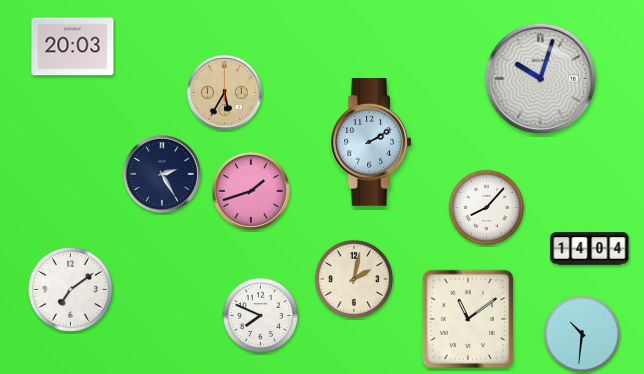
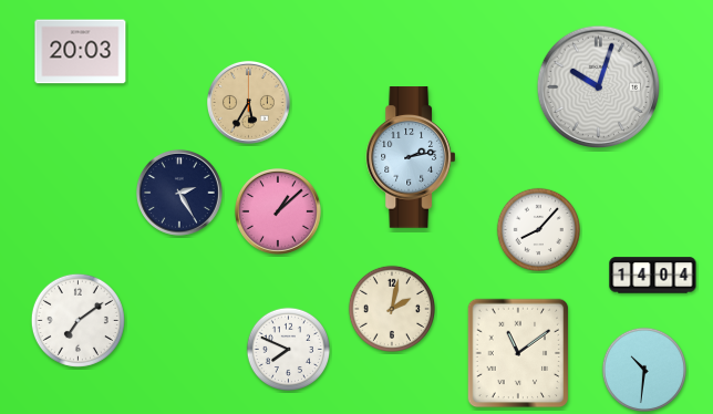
clock at (371, 142): 2:10 -> 2:13
clock at (251, 191): 1:42 -> 1:08
